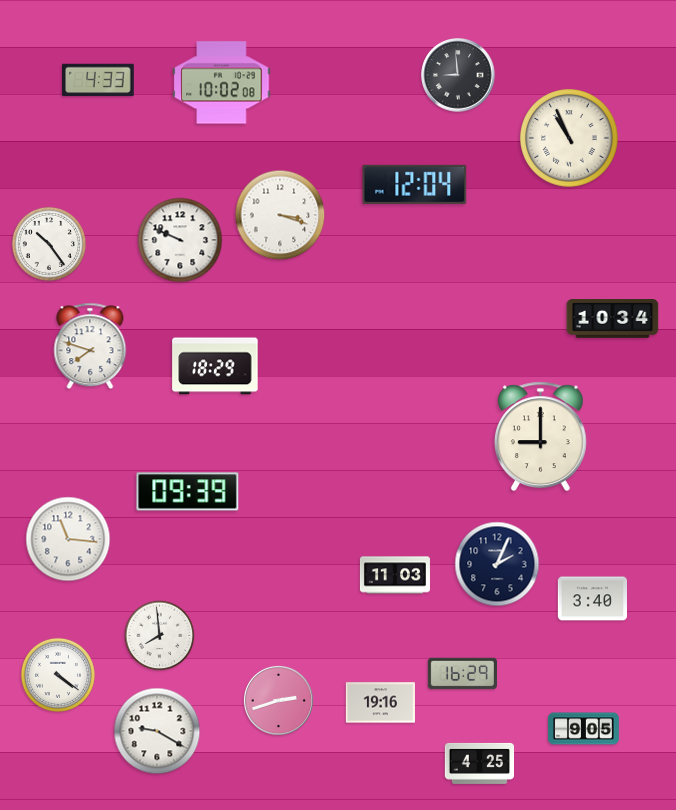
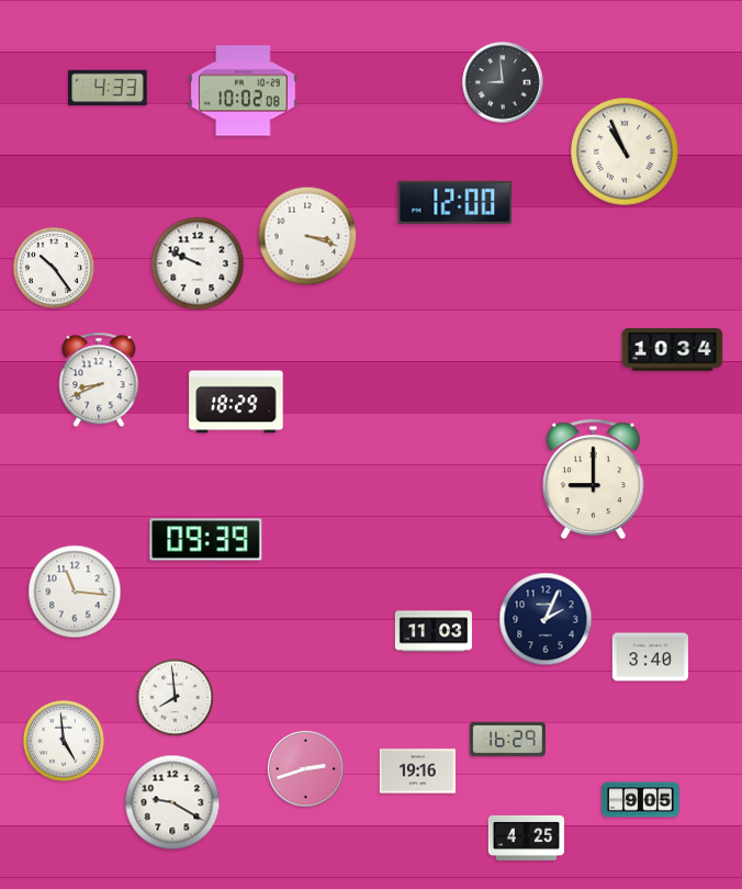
clock at (415, 184): 12:04 -> 12:00
clock at (90, 346): 7:48 -> 8:41
clock at (58, 675): 4:21 -> 4:59
